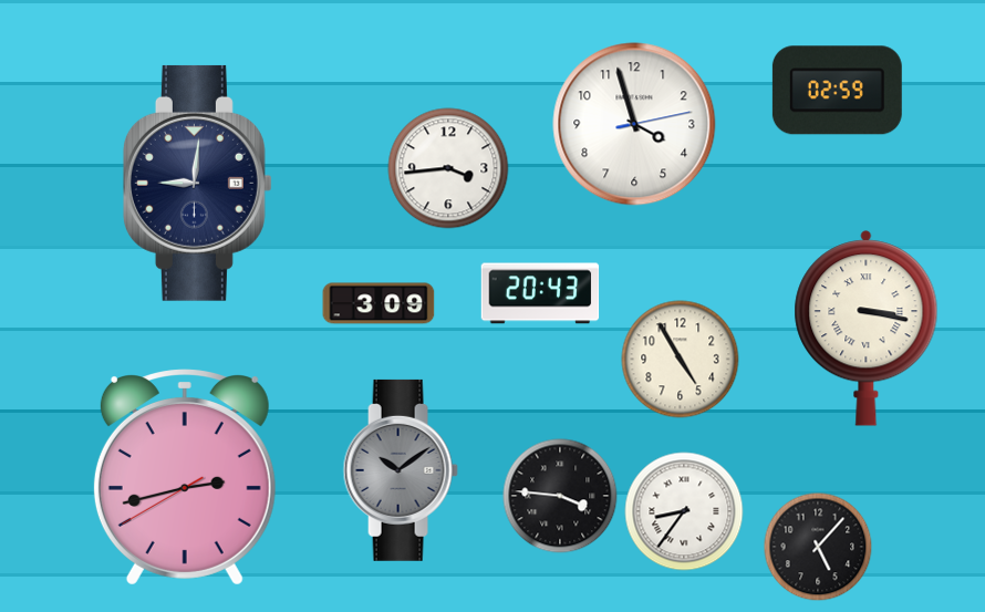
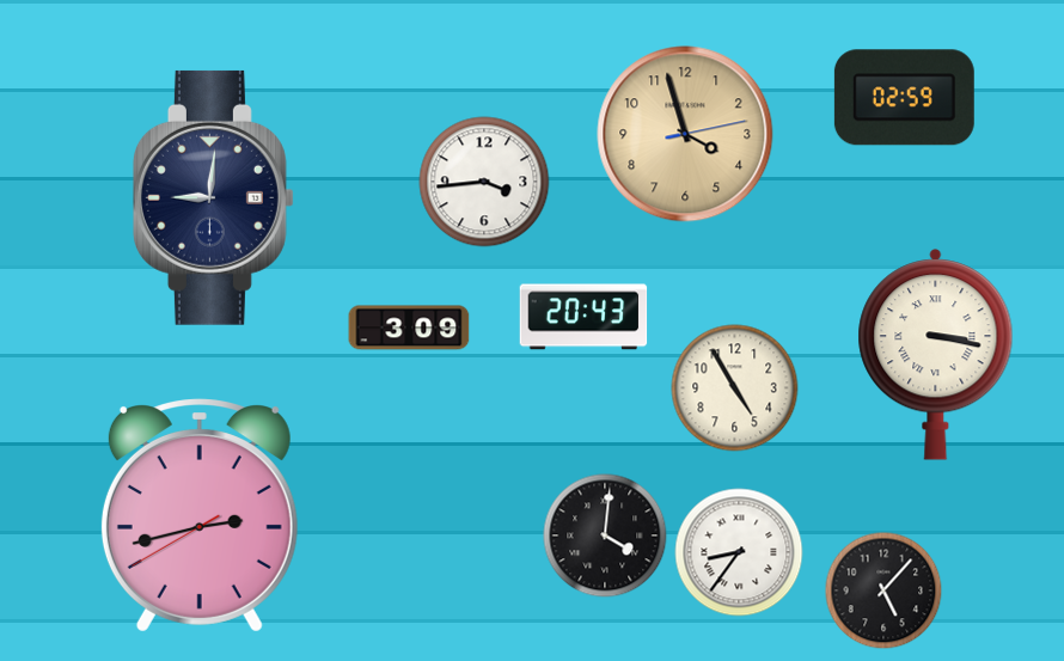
clock at (634, 124) dial: white -> champagne
clock at (401, 470): 10:09 -> none
clock at (560, 496): 3:46 -> 4:01
